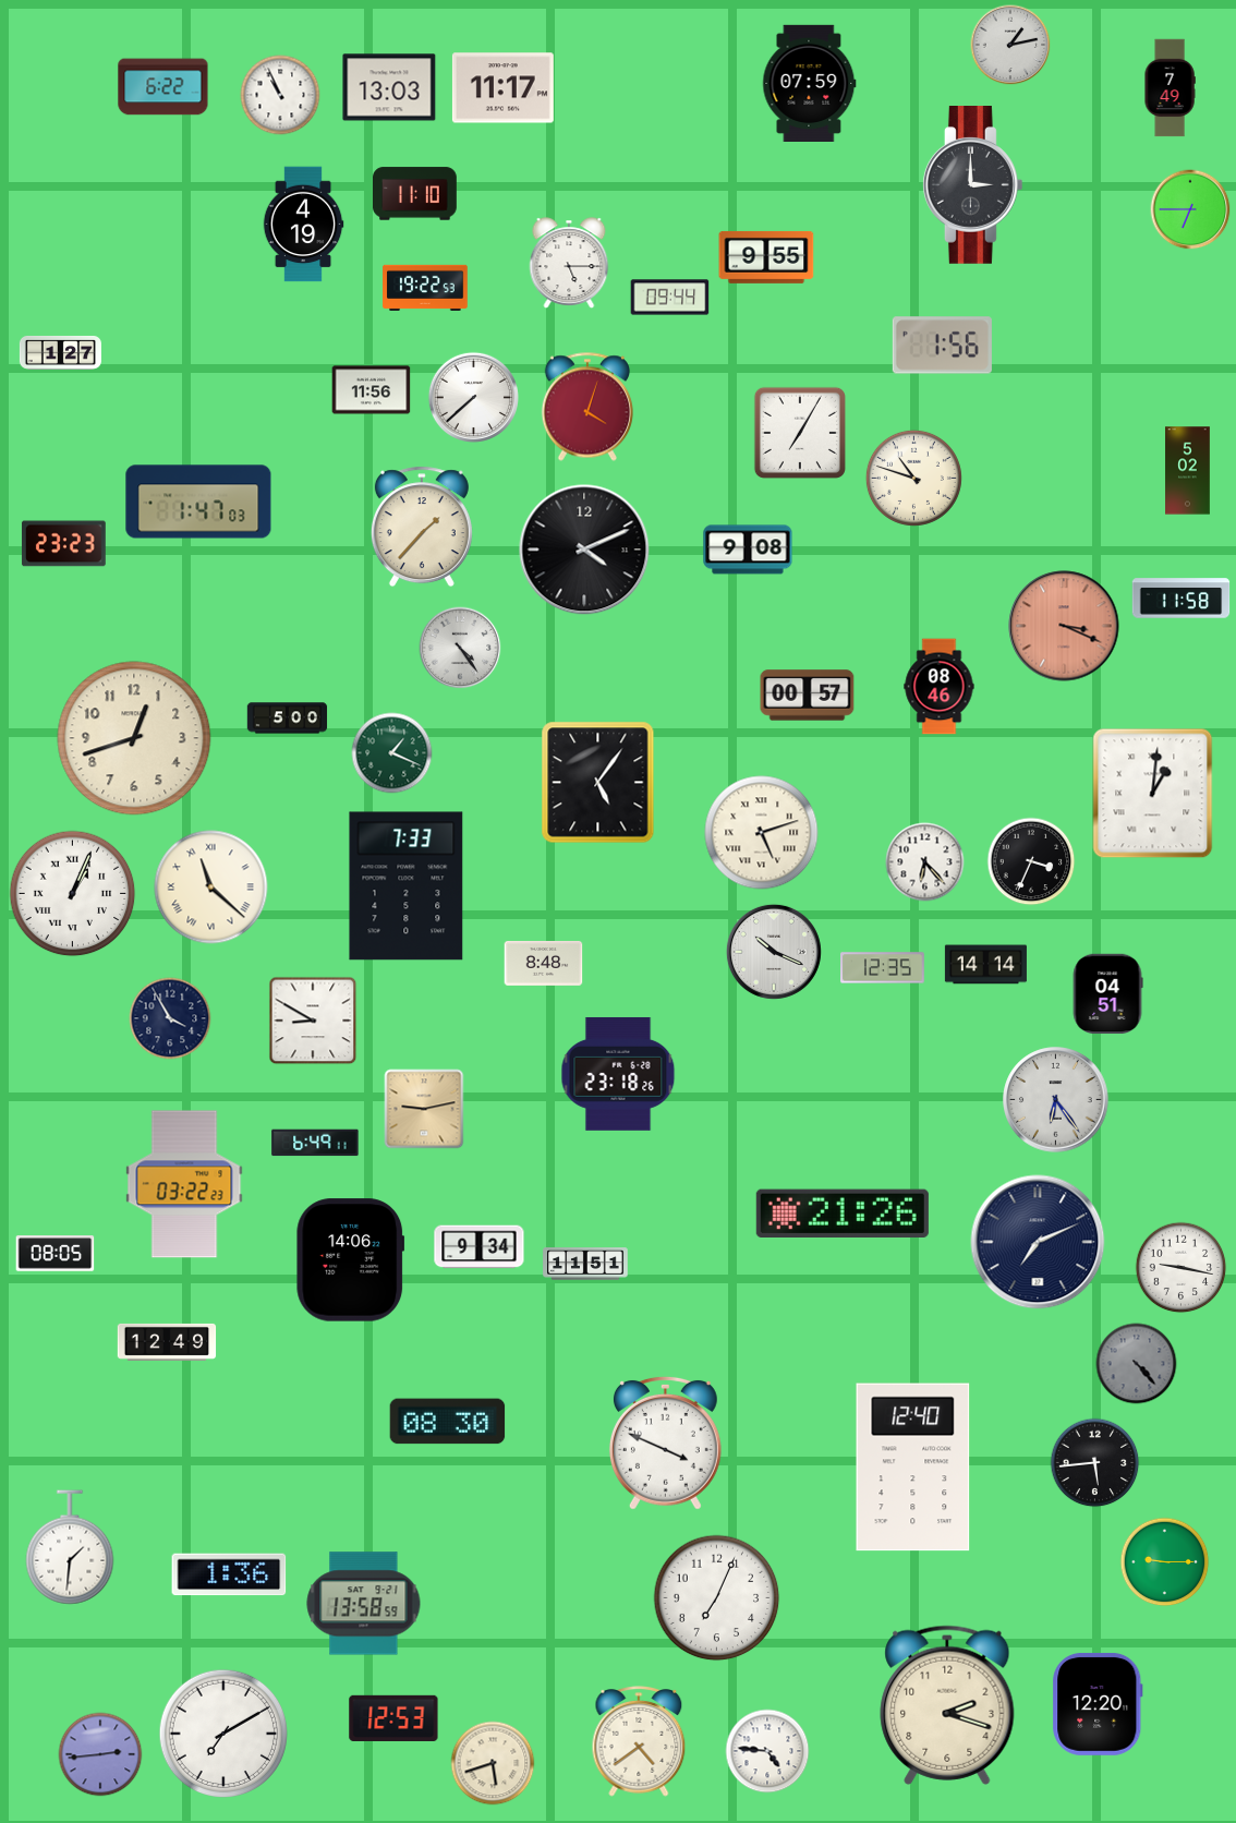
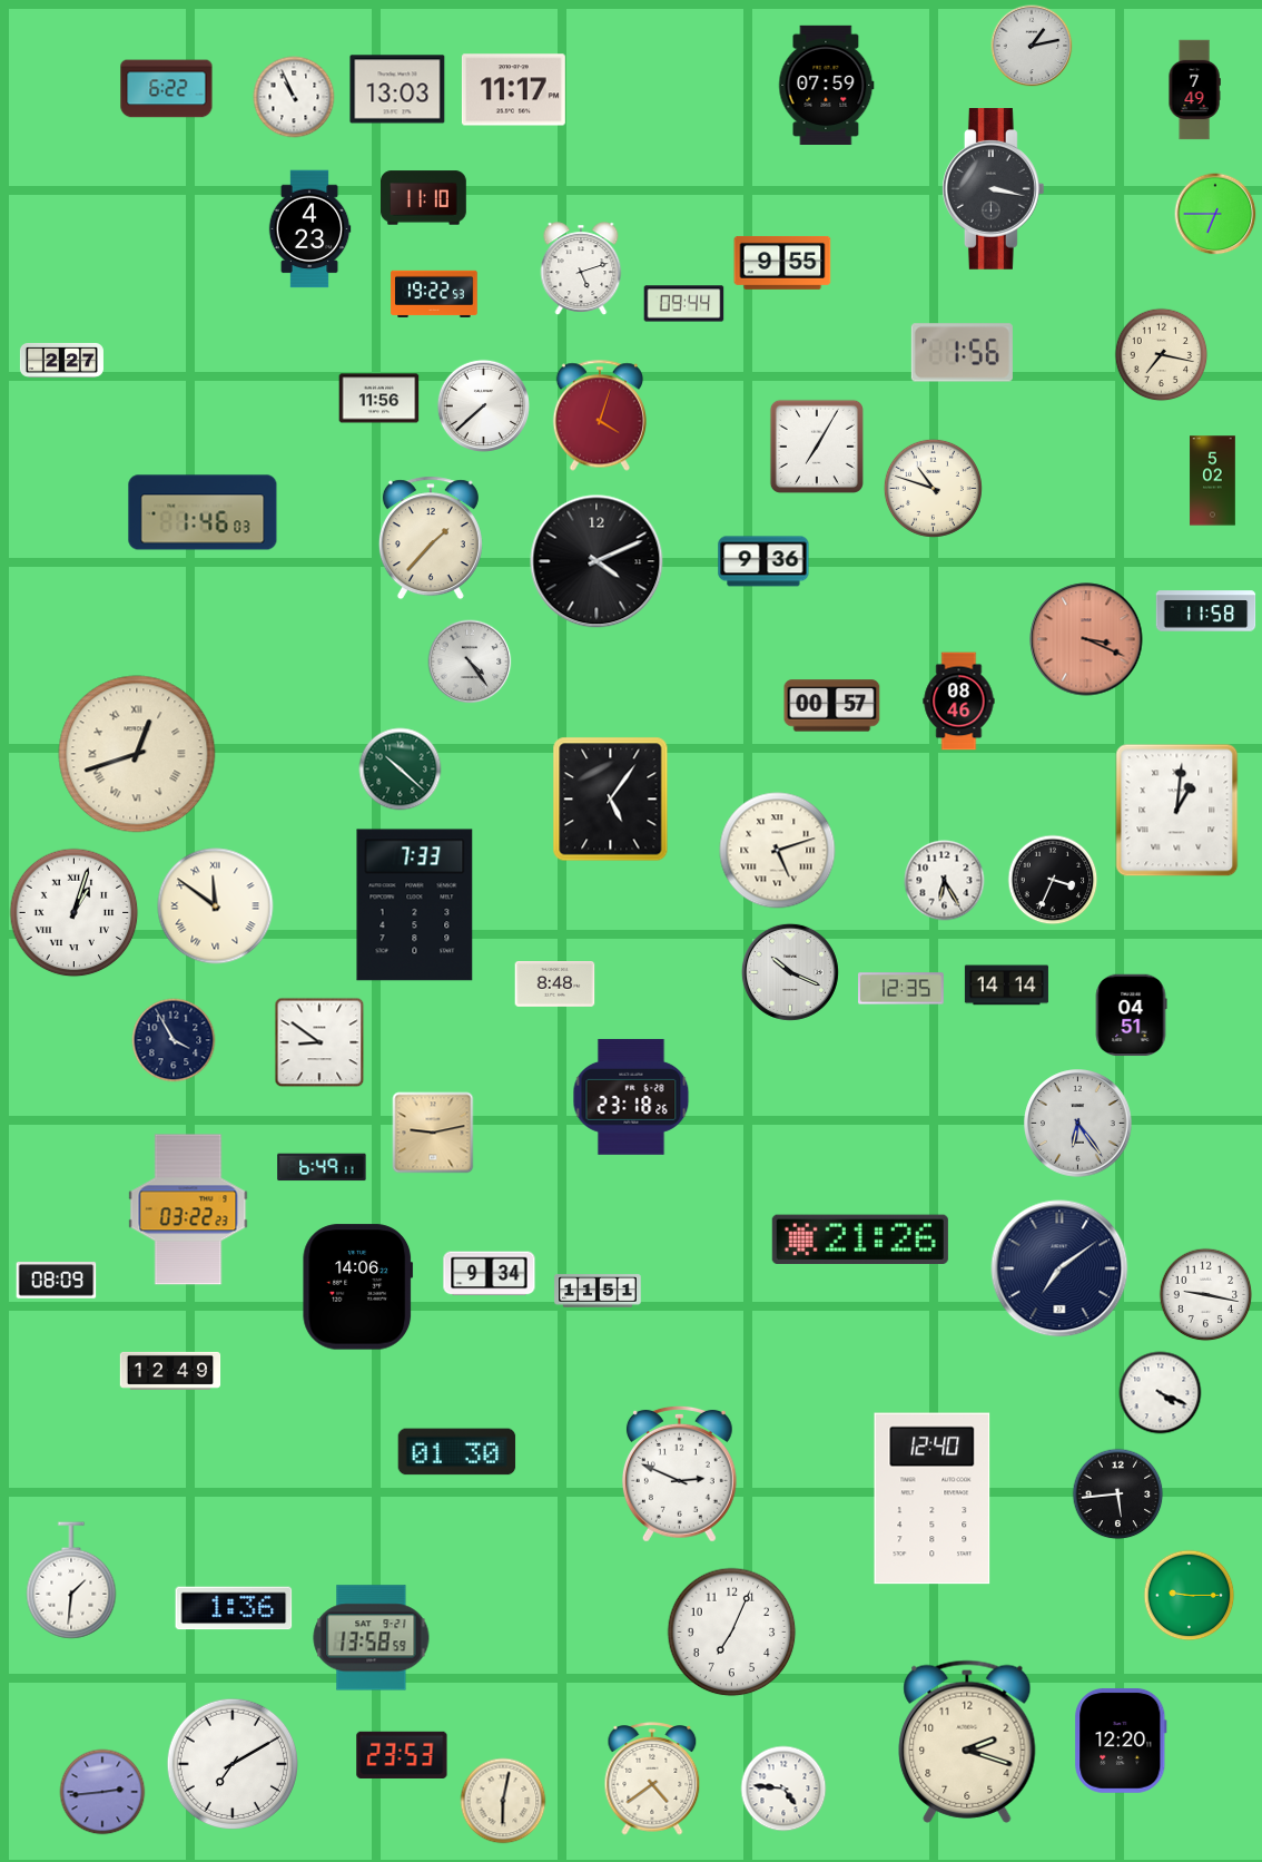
clock at (280, 95) position: (280, 95) -> (294, 97)
clock at (972, 185): 3:00 -> 3:17
clock at (303, 225): 4:19 -> 4:23
clock at (569, 263): 5:15 -> 5:12
clock at (1162, 355): none -> 7:17
clock at (60, 352): 1:27 -> 2:27
clock at (800, 433) position: (800, 433) -> (817, 447)
clock at (198, 502): 1:47 -> 1:46
clock at (63, 544): 23:23 -> none
clock at (748, 550): 9:08 -> 9:36
clock at (808, 696) position: (808, 696) -> (832, 706)
clock at (288, 719): 5:00 -> none
clock at (134, 738) numerals: Arabic -> Roman
clock at (392, 753): 1:19 -> 10:22
clock at (925, 862): 6:23 -> 6:25
clock at (211, 888): 11:22 -> 11:51
clock at (73, 894): 1:04 -> 1:03
clock at (313, 1021): 8:50 -> 8:51
clock at (1038, 1242): 7:11 -> 7:09
clock at (56, 1254): 08:05 -> 08:09
clock at (1137, 1364): 4:23 -> 4:19
clock at (1137, 1364) dial: grey -> white
clock at (448, 1422): 08:30 -> 01:30
clock at (665, 1442): 3:49 -> 2:49
clock at (393, 1718): 12:53 -> 23:53
clock at (223, 1734) position: (223, 1734) -> (233, 1764)
clock at (493, 1763): 5:42 -> 6:02
